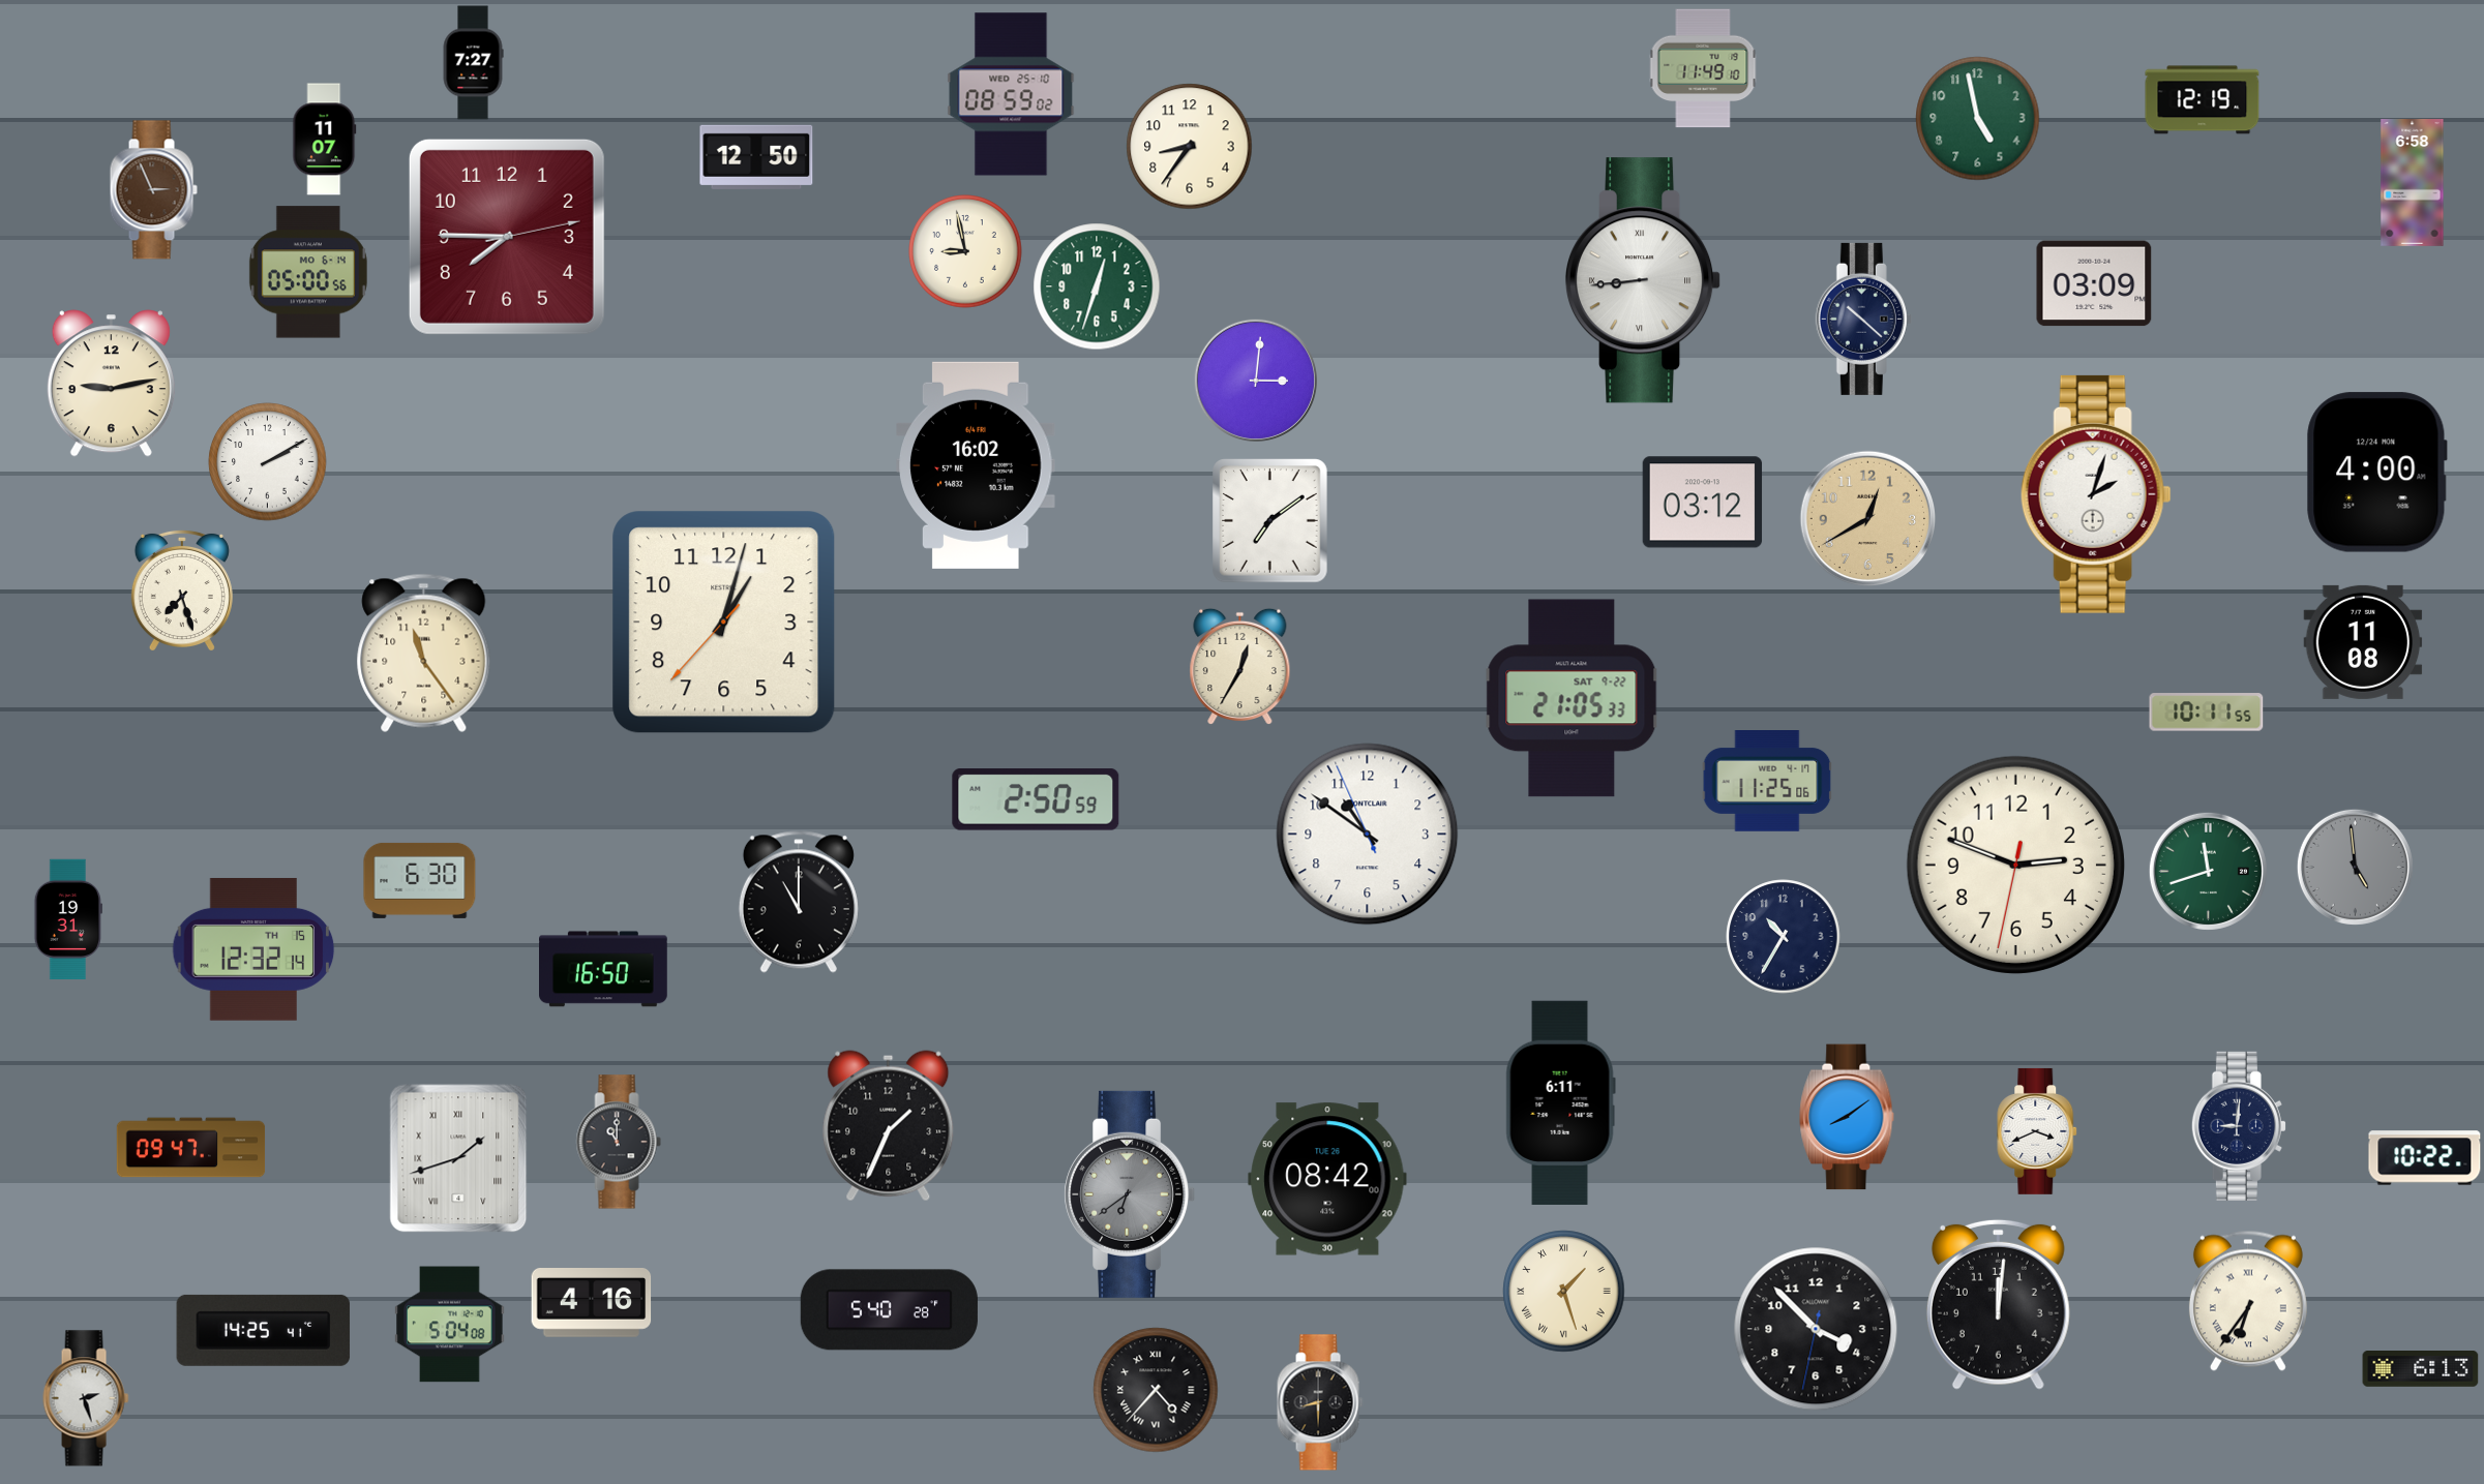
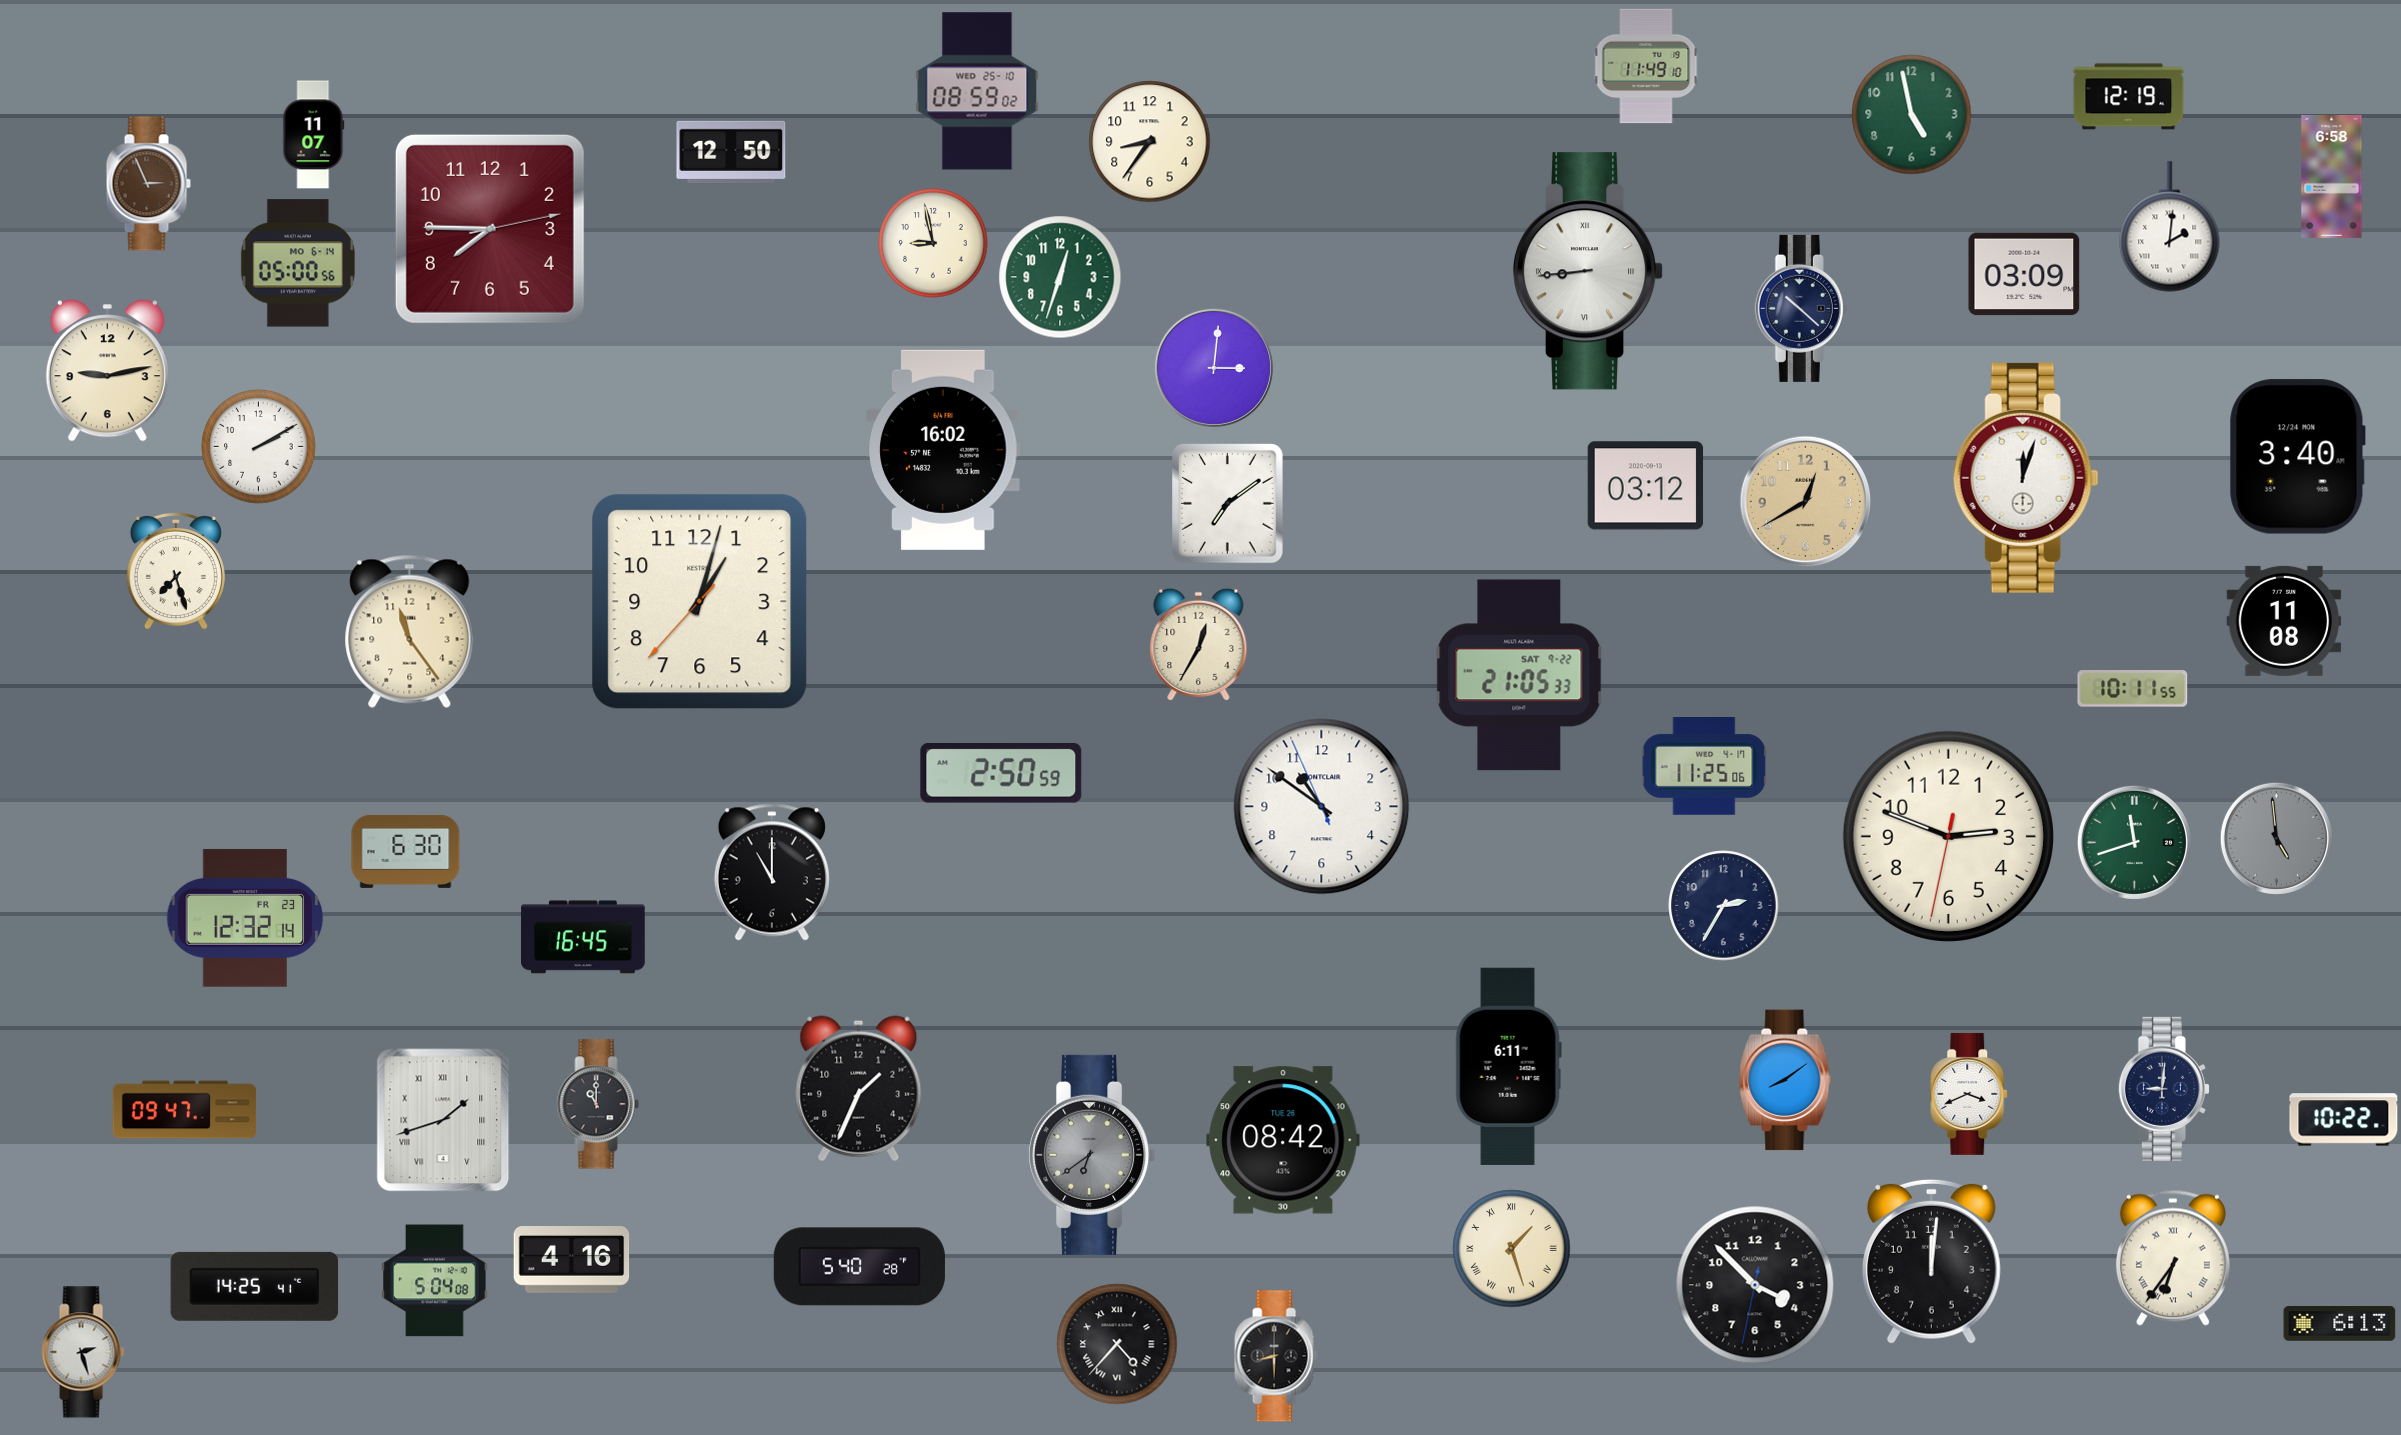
clock at (473, 63): 7:27 -> none
clock at (2170, 227): none -> 2:01
clock at (2376, 473): 4:00 -> 3:40
clock at (2096, 494): 2:03 -> 12:03
clock at (1767, 782) position: (1767, 782) -> (1704, 767)
clock at (68, 919): 19:31 -> none
clock at (1784, 937): 10:35 -> 2:35
clock at (253, 949) date: TH 15 -> FR 23
clock at (604, 969): 16:50 -> 16:45
